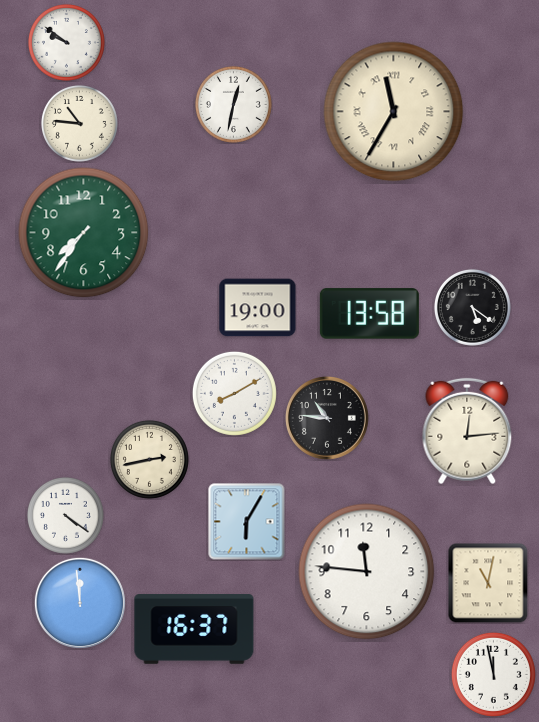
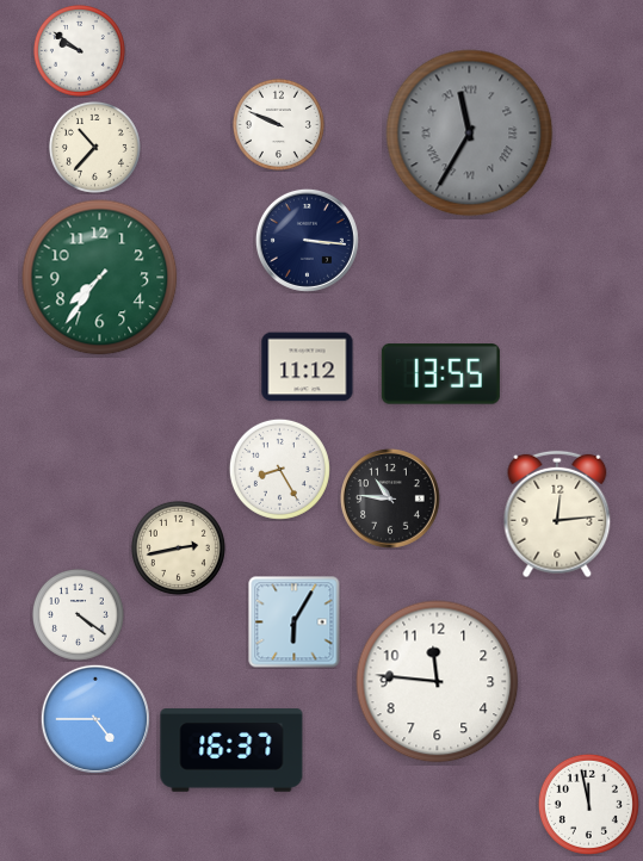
clock at (233, 104): 12:32 -> 9:49
clock at (394, 112) dial: cream -> grey
clock at (79, 123): 10:46 -> 10:37
clock at (307, 240): none -> 3:16
clock at (472, 307): 5:21 -> none
clock at (258, 308): 19:00 -> 11:12
clock at (369, 314): 13:58 -> 13:55
clock at (234, 393): 8:10 -> 8:25
clock at (488, 583): 11:02 -> none
clock at (80, 603): 11:59 -> 4:45
